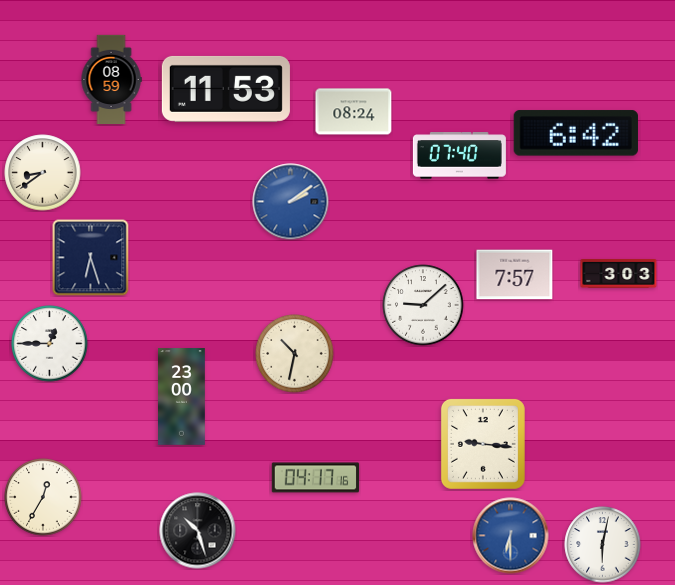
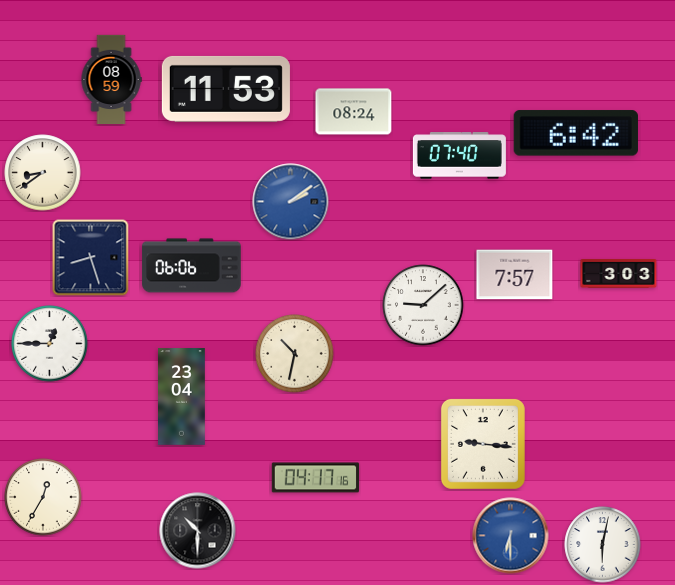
clock at (91, 258): 6:27 -> 8:27
clock at (192, 266): none -> 06:06
clock at (182, 397): 23:00 -> 23:04
clock at (198, 531): 10:27 -> 10:30
